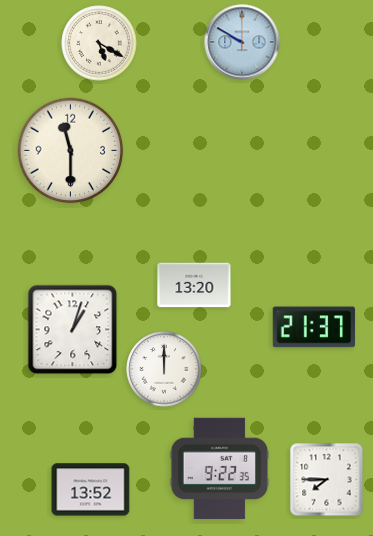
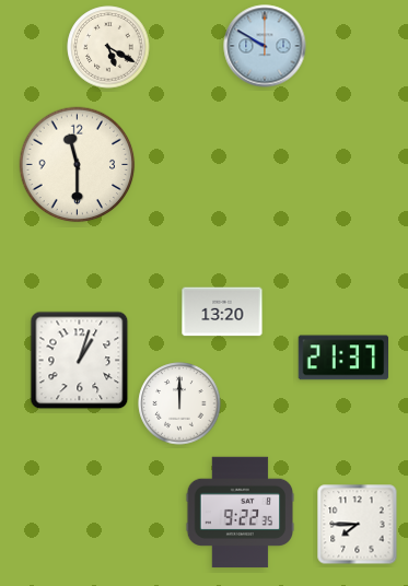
clock at (194, 285) position: (194, 285) -> (222, 312)
clock at (91, 490): 13:52 -> none
